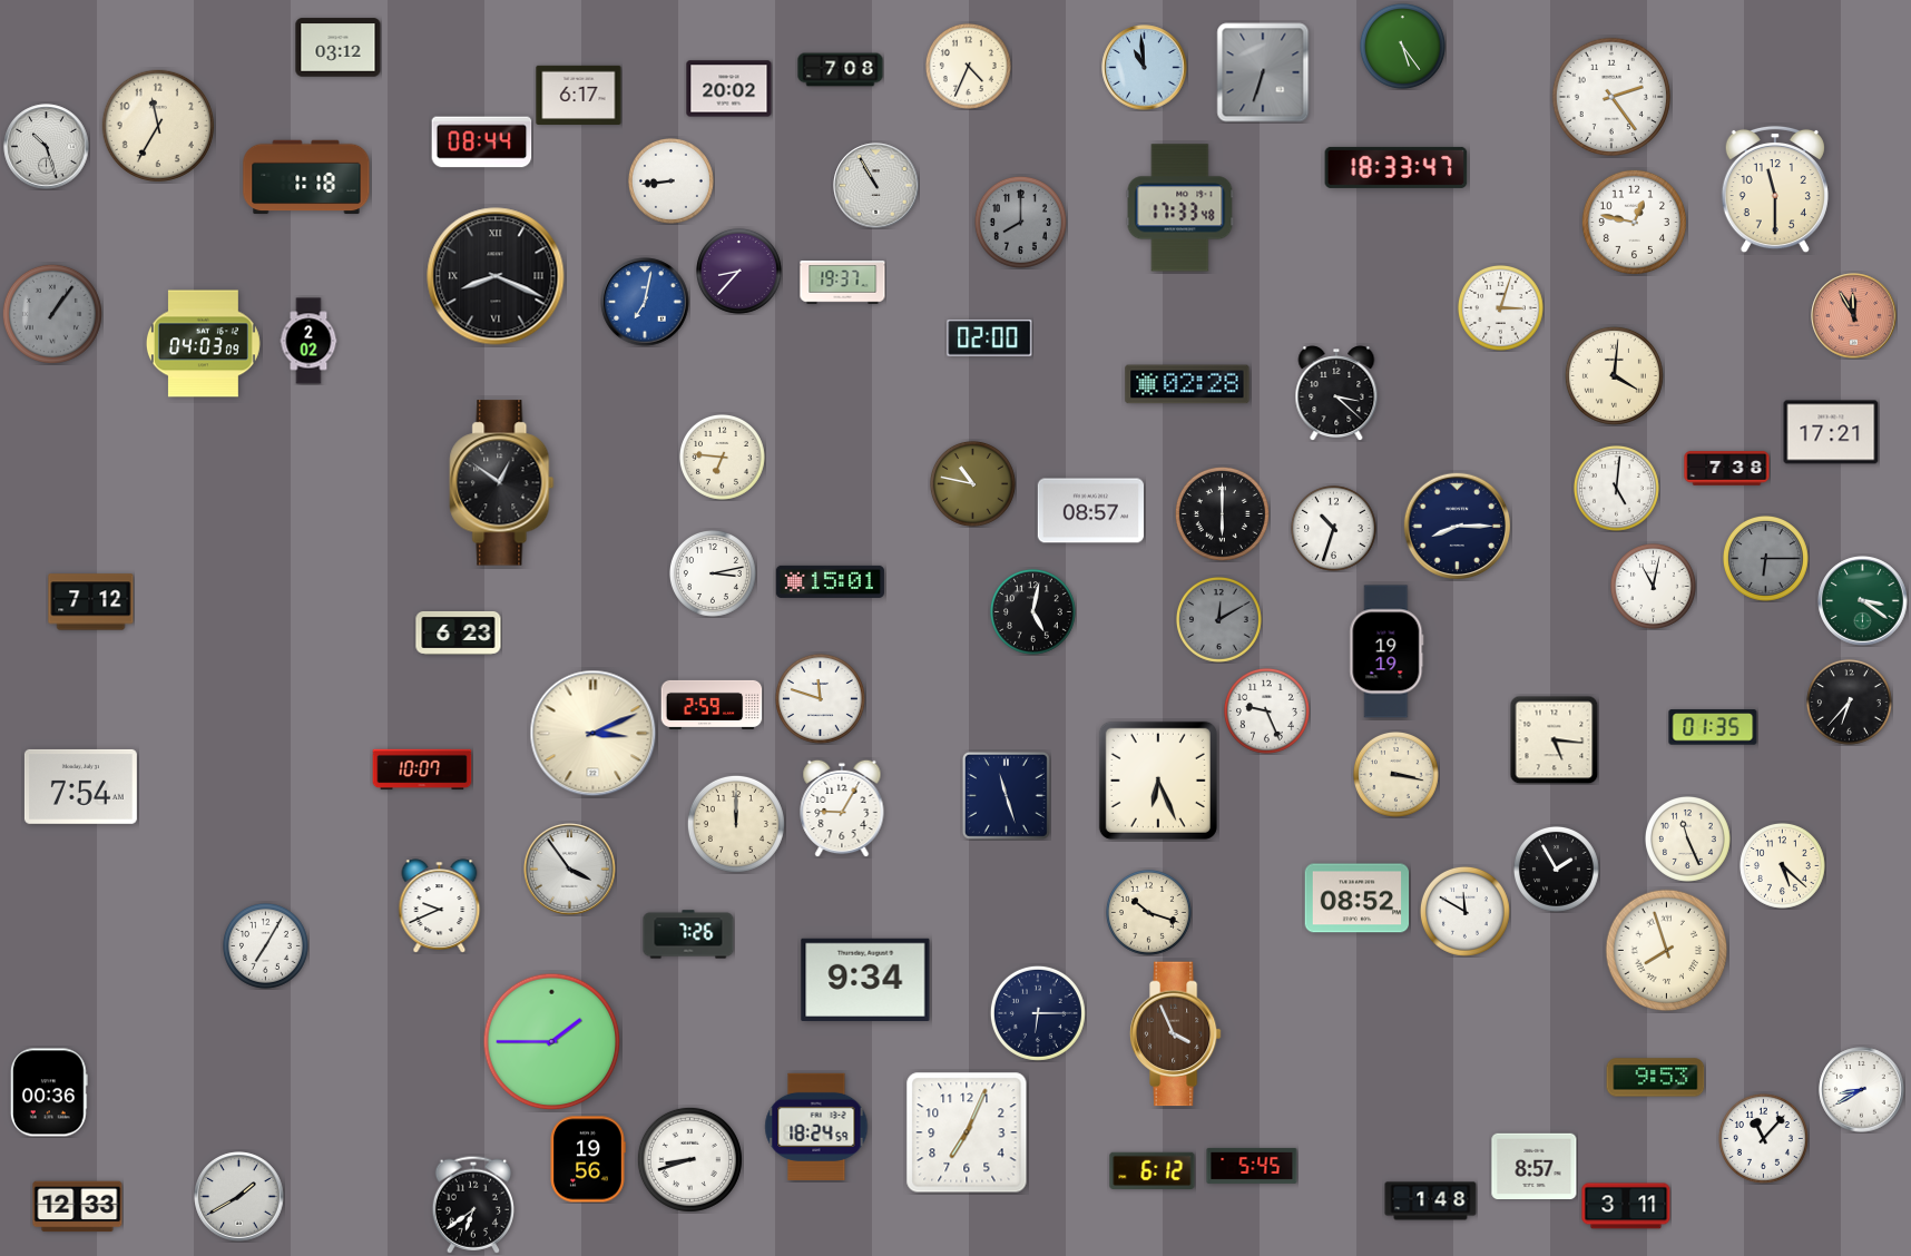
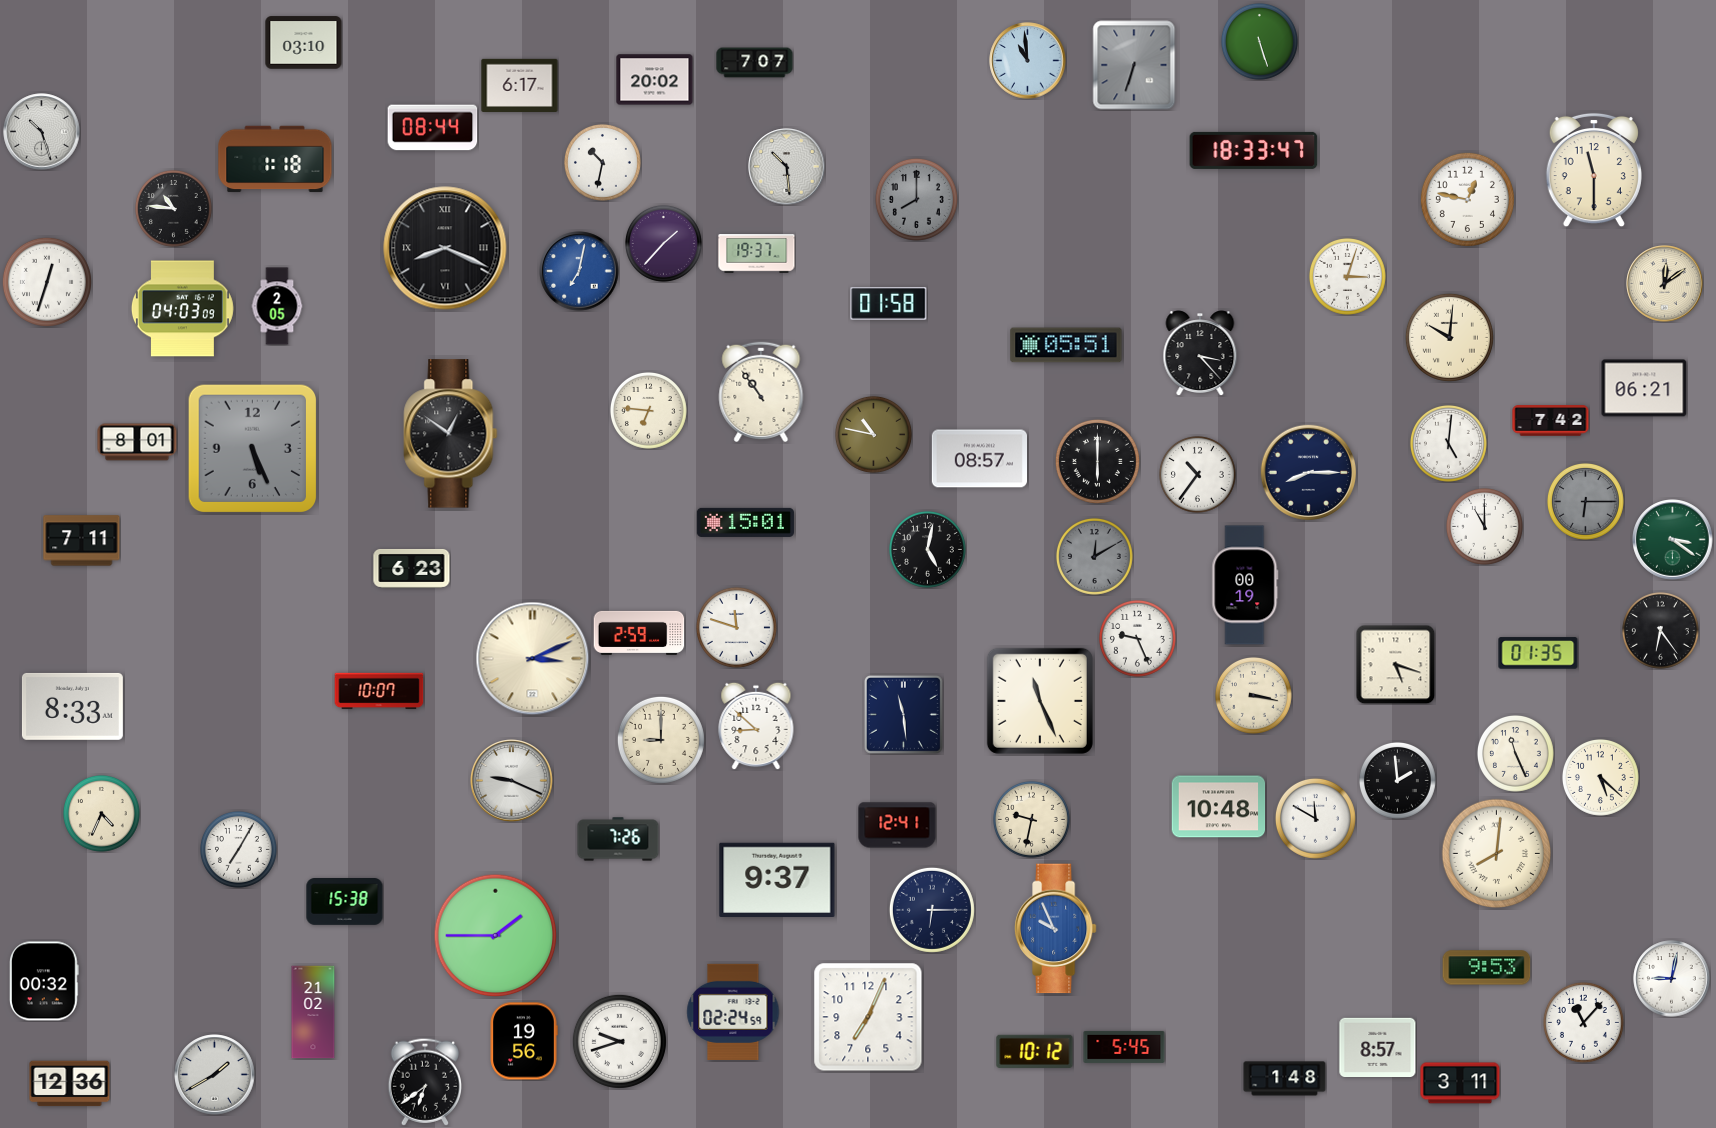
clock at (1402, 46): 5:24 -> 5:27
clock at (339, 48): 03:12 -> 03:10
clock at (968, 66): 4:34 -> none
clock at (841, 70): 7:08 -> 7:07
clock at (1610, 96): 2:24 -> none
clock at (158, 126): 11:35 -> none
clock at (670, 180): 8:44 -> 10:32
clock at (876, 186): 10:55 -> 10:29
clock at (1180, 208): 17:33 -> none
clock at (173, 208): none -> 10:46
clock at (738, 271): 8:37 -> 1:37
clock at (52, 314): 1:06 -> 12:33
clock at (52, 314) dial: grey -> white
clock at (1854, 316): 11:55 -> 12:09
clock at (1854, 316) dial: salmon -> cream
clock at (990, 337): 02:00 -> 01:58
clock at (308, 341): 2:02 -> 2:05
clock at (1614, 375): 4:01 -> 10:01
clock at (1187, 384): 02:28 -> 05:51
clock at (1336, 393): 3:22 -> 3:23
clock at (1831, 432): 17:21 -> 06:21
clock at (761, 391): none -> 10:54
clock at (1727, 469): 7:38 -> 7:42
clock at (1616, 488) position: (1616, 488) -> (1448, 443)
clock at (137, 442): none -> 8:01
clock at (252, 448): none -> 5:26
clock at (1333, 528): 10:33 -> 10:36
clock at (713, 573): 3:13 -> none
clock at (1653, 586): 11:02 -> 11:00
clock at (91, 602): 7:12 -> 7:11
clock at (1386, 651): 19:19 -> 00:19
clock at (1849, 701): 6:37 -> 6:24
clock at (1554, 739): 5:16 -> 5:18
clock at (1158, 781): 6:26 -> 11:26
clock at (80, 786): 7:54 -> 8:33
clock at (1006, 795): 11:27 -> 11:29
clock at (842, 808): 9:05 -> 8:52
clock at (736, 824): 12:00 -> 9:00
clock at (1556, 869): 1:55 -> 1:59
clock at (570, 870): 3:54 -> 9:19
clock at (1358, 899): 08:52 -> 10:48
clock at (101, 813): none -> 4:34
clock at (440, 906): 9:41 -> none
clock at (1148, 912): 10:18 -> 9:32
clock at (897, 825): none -> 12:41
clock at (1666, 951): 7:57 -> 8:01
clock at (865, 979): 9:34 -> 9:37
clock at (345, 902): none -> 15:38
clock at (1175, 1034): 3:56 -> 9:56
clock at (1175, 1034) dial: brown -> blue
clock at (1862, 1090): 8:40 -> 9:02
clock at (50, 1092): 00:36 -> 00:32
clock at (313, 1012): none -> 21:02
clock at (816, 1127): 18:24 -> 02:24
clock at (588, 1159) position: (588, 1159) -> (524, 1041)
clock at (689, 1159): 8:42 -> 9:42
clock at (1153, 1170): 6:12 -> 10:12
clock at (78, 1207): 12:33 -> 12:36
